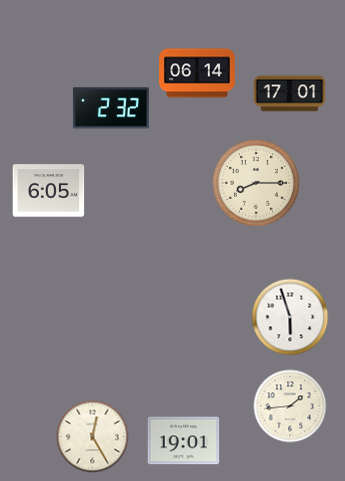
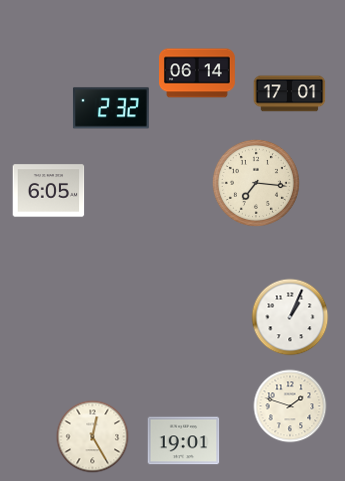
clock at (256, 183): 8:15 -> 7:16
clock at (290, 317): 5:57 -> 1:04
clock at (290, 406): 1:44 -> 1:48
